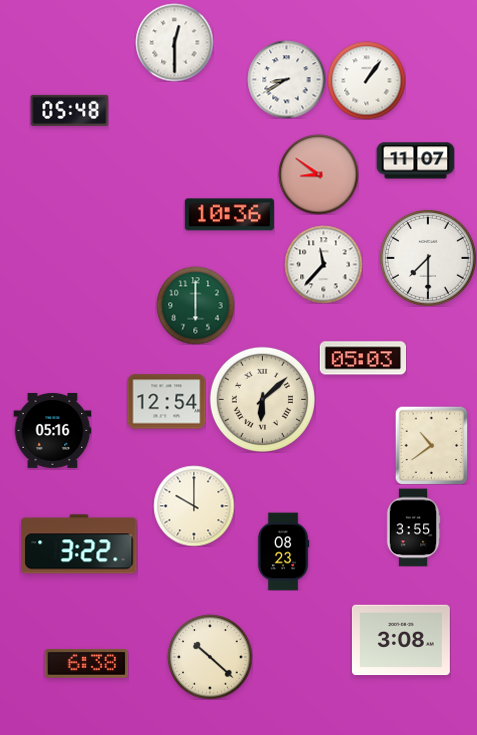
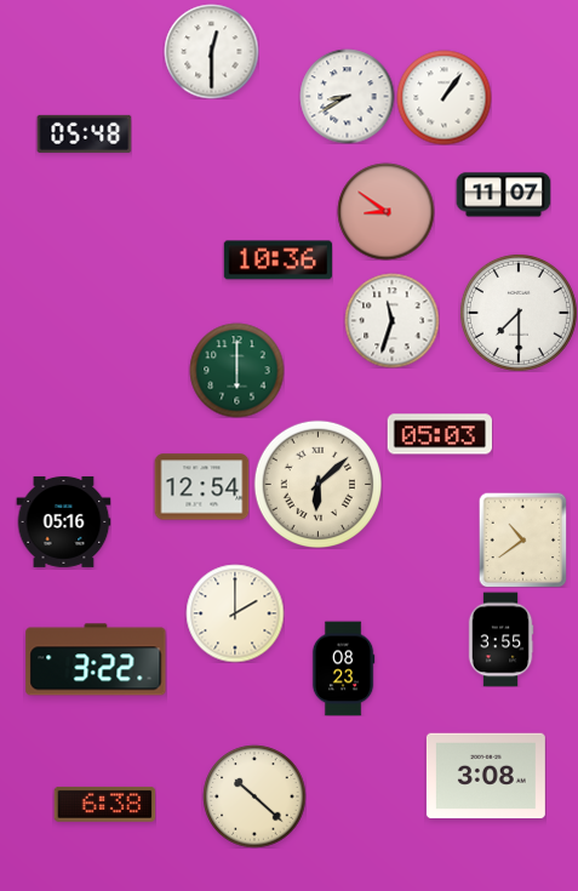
clock at (323, 264): 11:37 -> 11:33
clock at (194, 506): 10:00 -> 2:00
